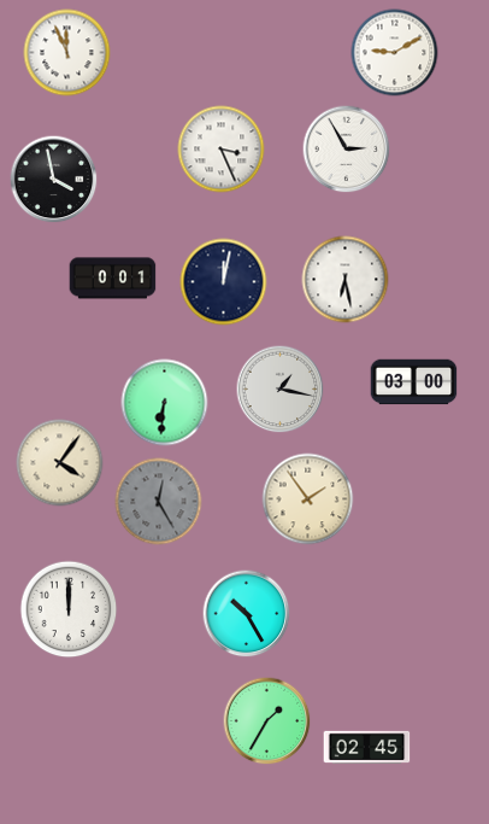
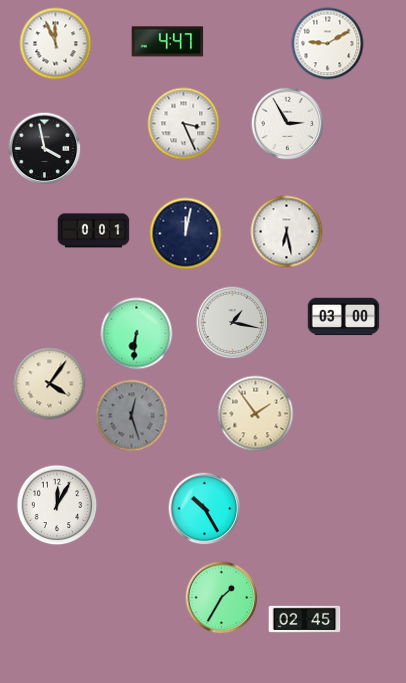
clock at (168, 42): none -> 4:47
clock at (159, 502): 12:25 -> 12:27
clock at (69, 609): 12:00 -> 12:05
